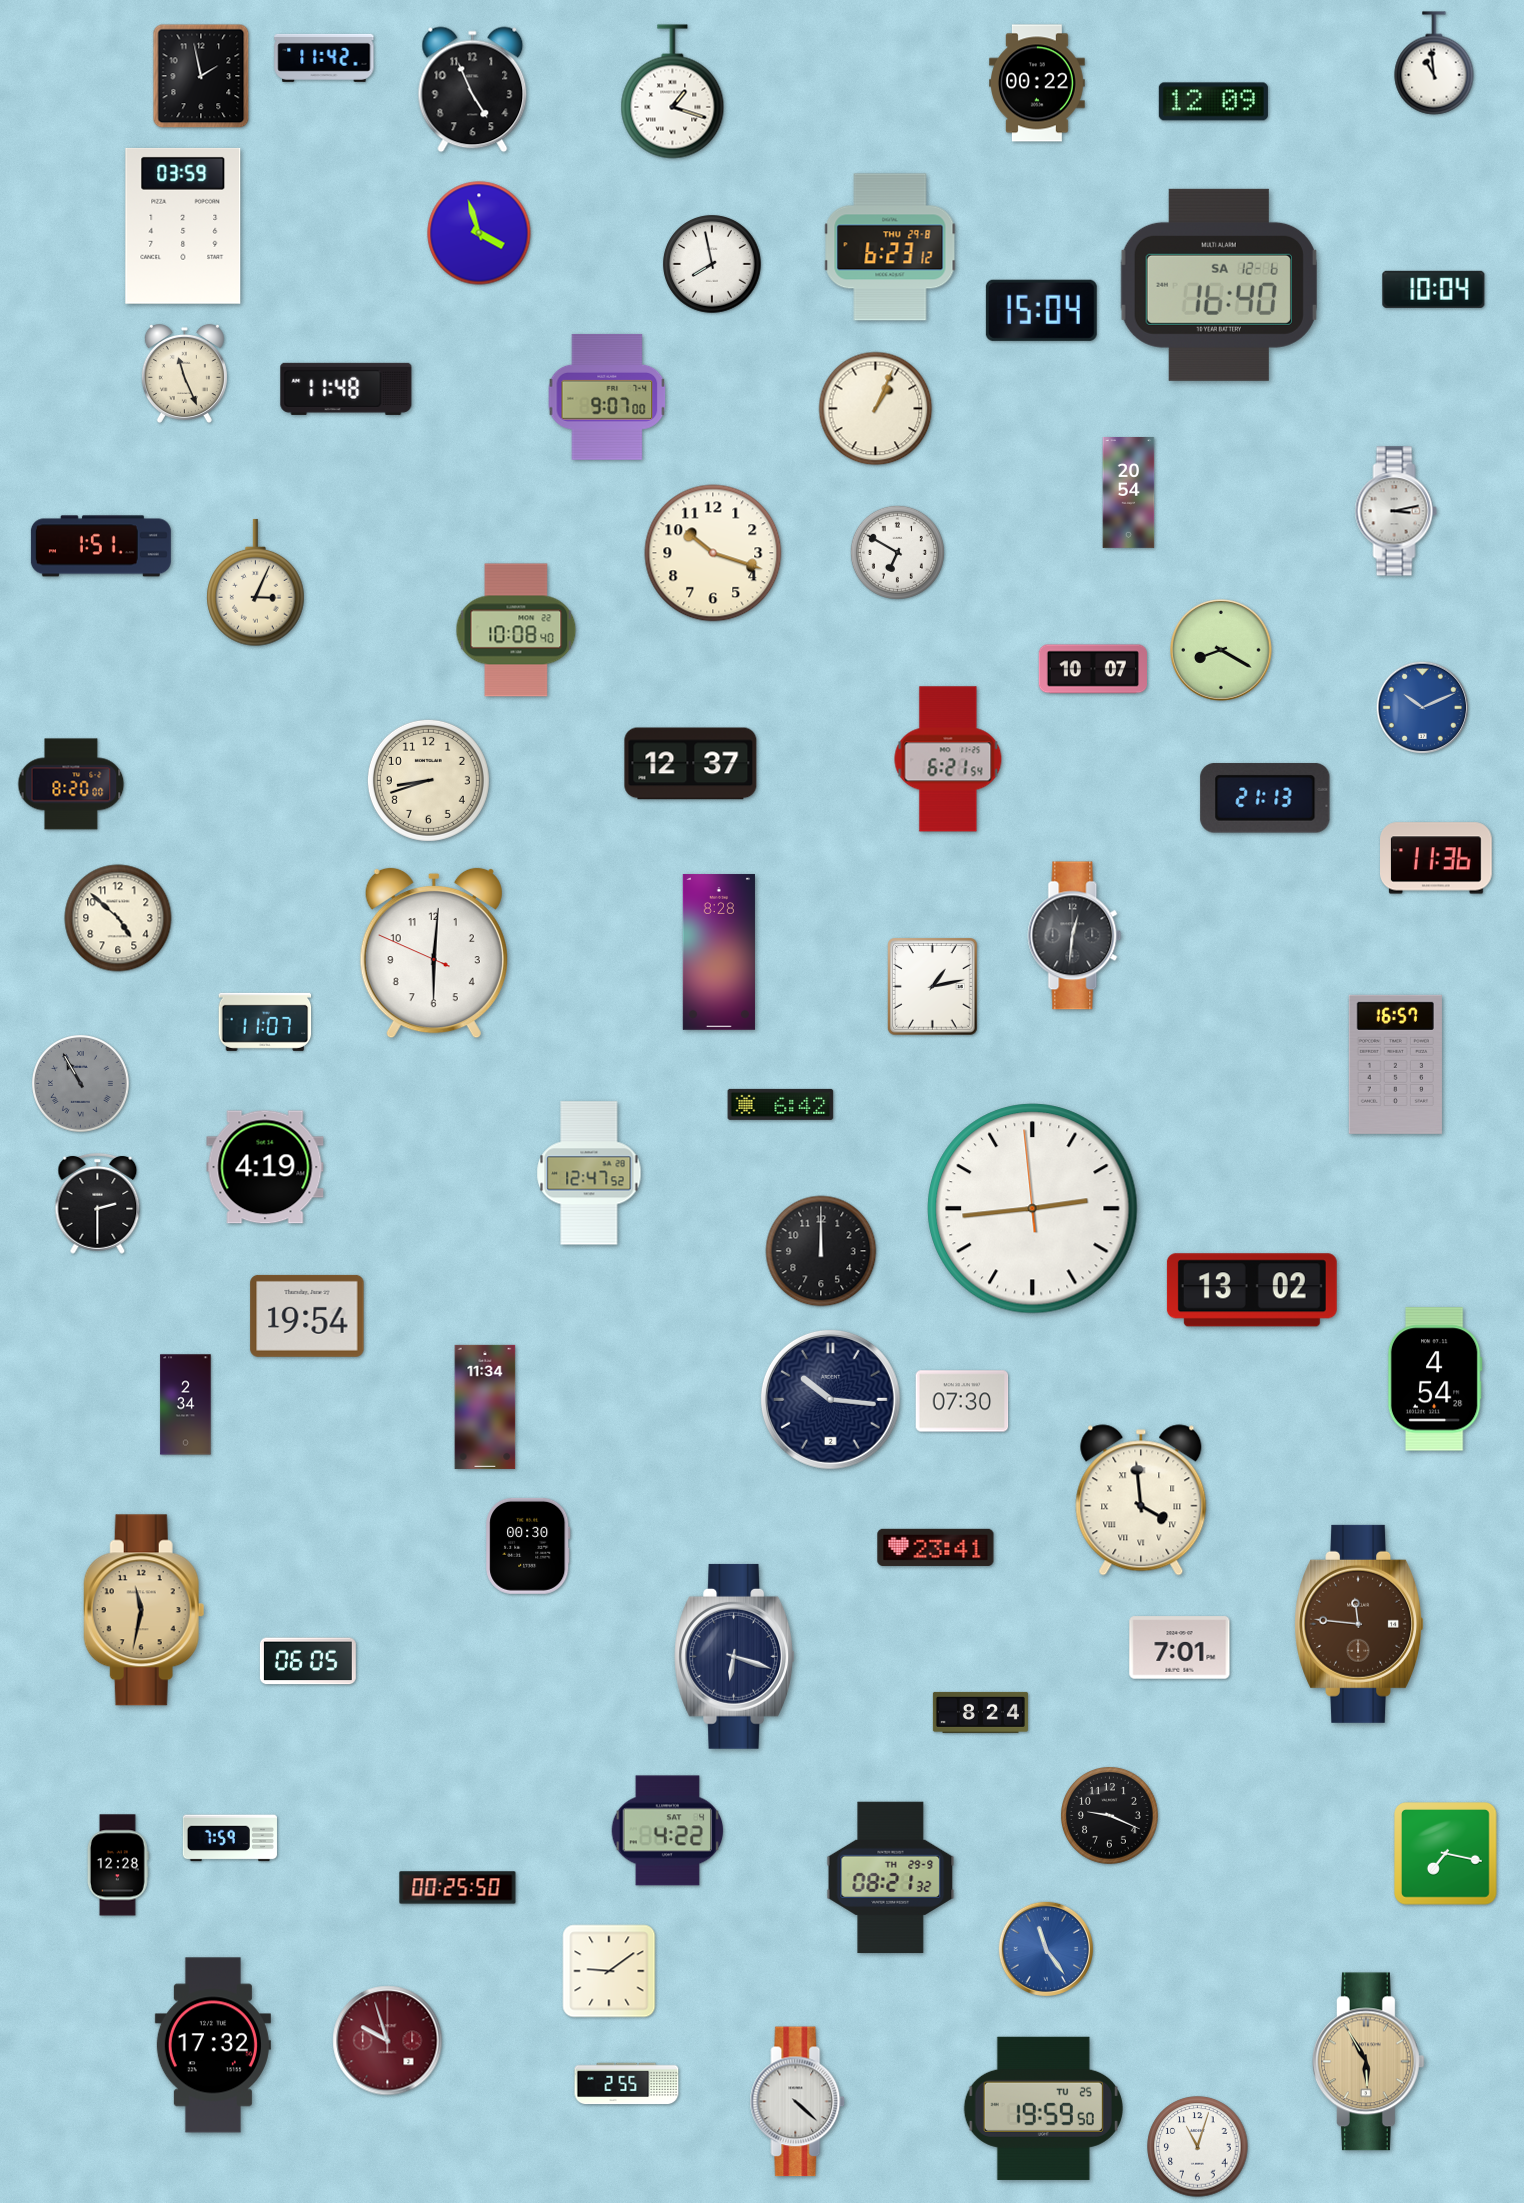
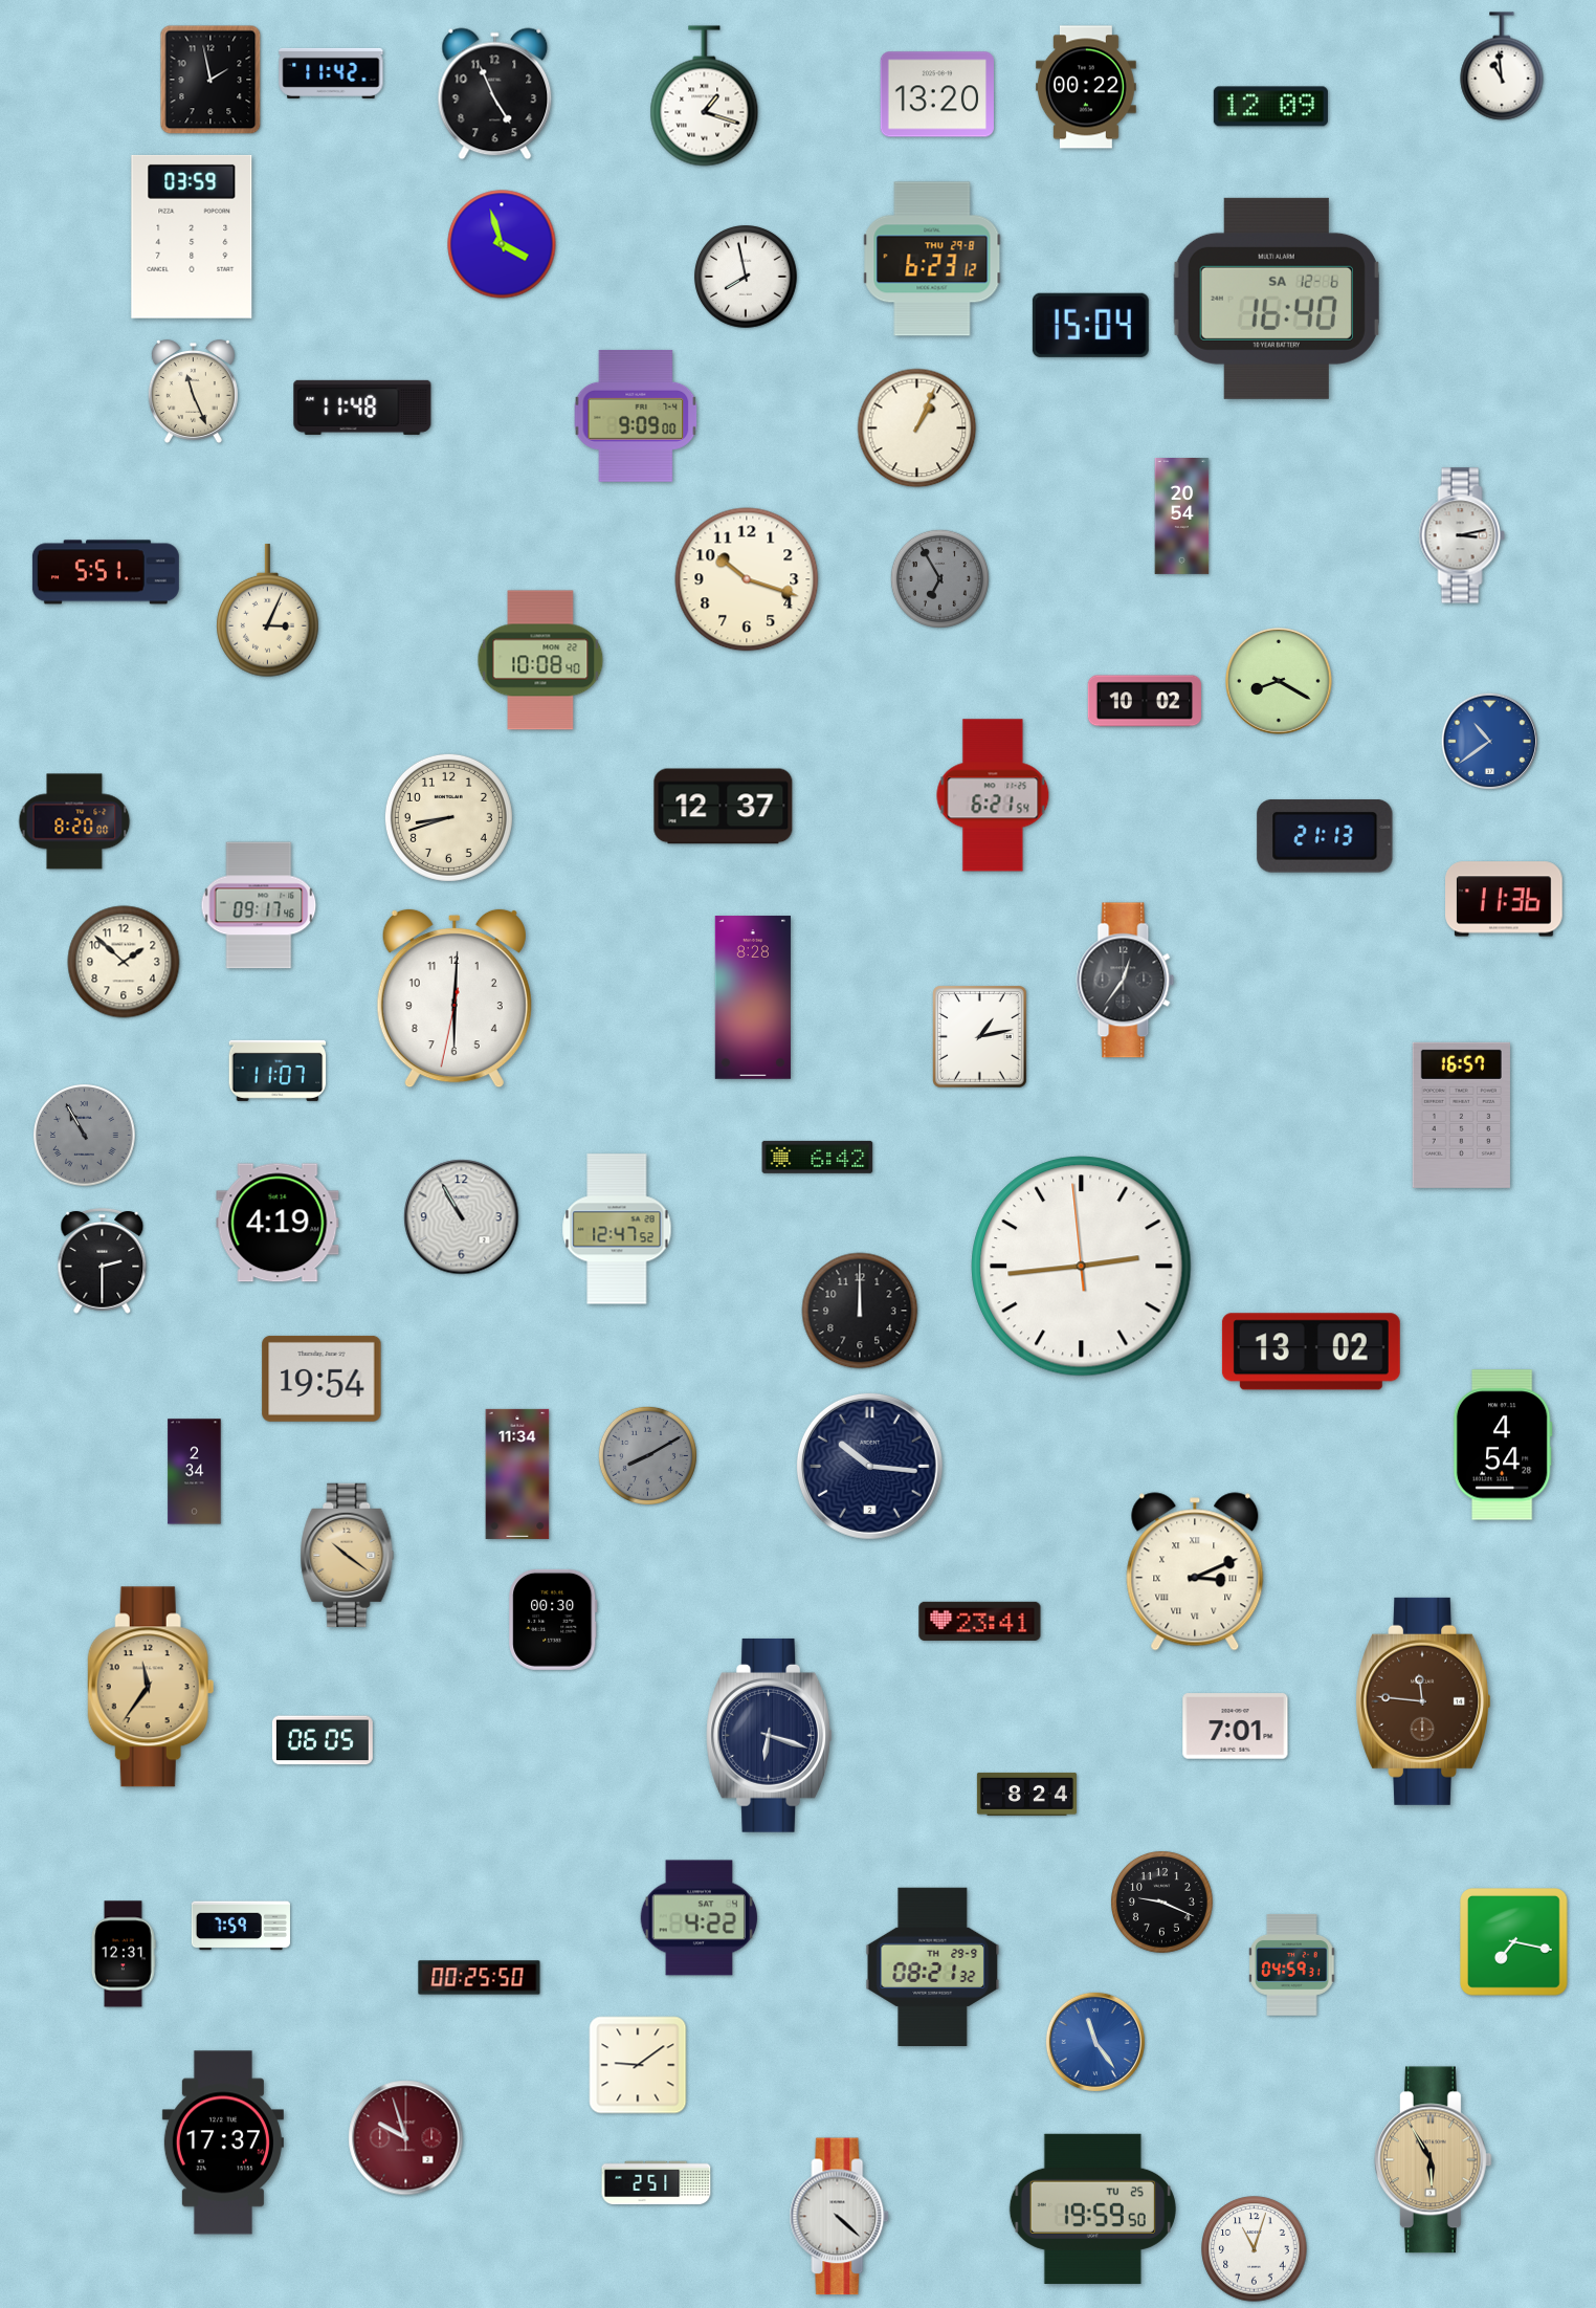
clock at (324, 58) position: (324, 58) -> (331, 73)
clock at (937, 94): none -> 13:20
clock at (1434, 289): 10:04 -> none
clock at (607, 397): 9:07 -> 9:09
clock at (101, 546): 1:51 -> 5:51
clock at (897, 552): 6:50 -> 6:55
clock at (897, 552) dial: white -> grey
clock at (1092, 669): 10:07 -> 10:02
clock at (1423, 708): 10:11 -> 10:39
clock at (691, 764) position: (691, 764) -> (724, 807)
clock at (259, 905): none -> 09:17
clock at (118, 918): 4:52 -> 1:52
clock at (1075, 936): 12:31 -> 12:36
clock at (434, 953): 6:00:49 -> 6:00:32
clock at (933, 987) position: (933, 987) -> (980, 1037)
clock at (462, 1217): none -> 10:55
clock at (647, 1455): none -> 8:10
clock at (962, 1401): 07:30 -> none
clock at (485, 1407) position: (485, 1407) -> (517, 1474)
clock at (348, 1555): none -> 10:21
clock at (1141, 1500): 3:59 -> 3:11
clock at (144, 1610): 11:32 -> 11:36
clock at (118, 1865): 12:28 -> 12:31
clock at (1292, 1965): none -> 04:59
clock at (213, 2045): 17:32 -> 17:37
clock at (627, 2084): 2:55 -> 2:51
clock at (798, 2102) position: (798, 2102) -> (840, 2217)
